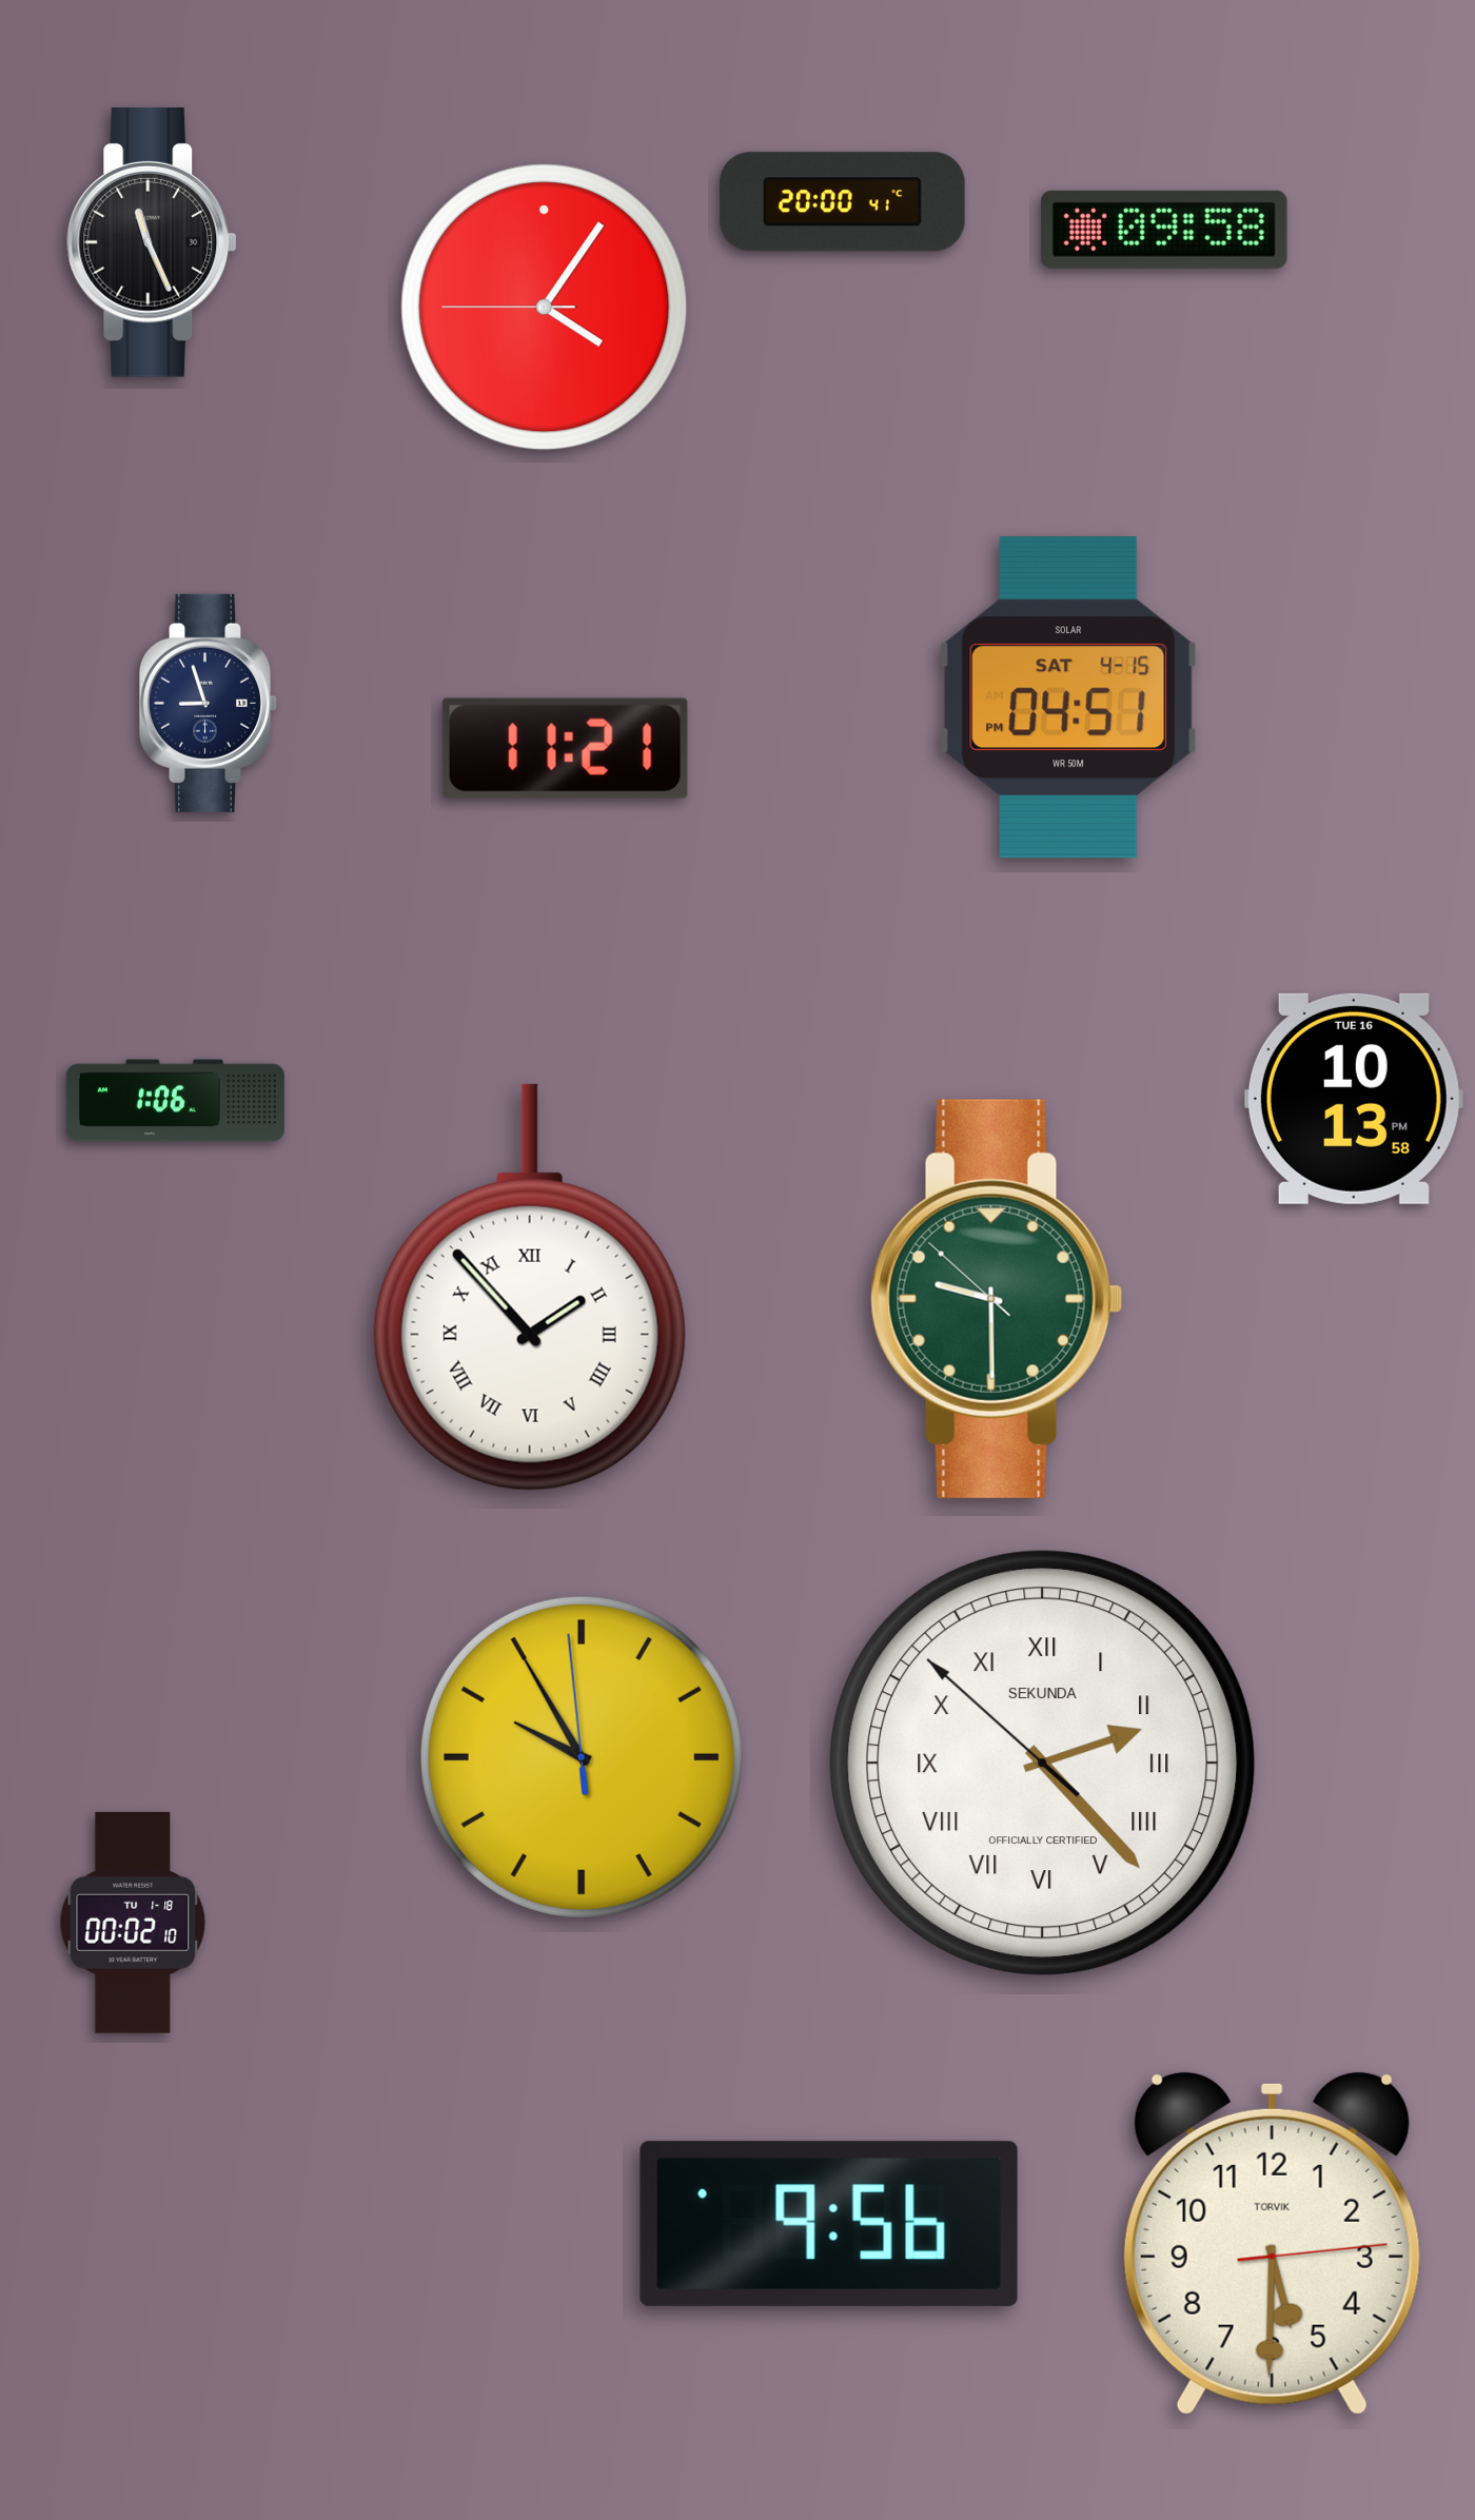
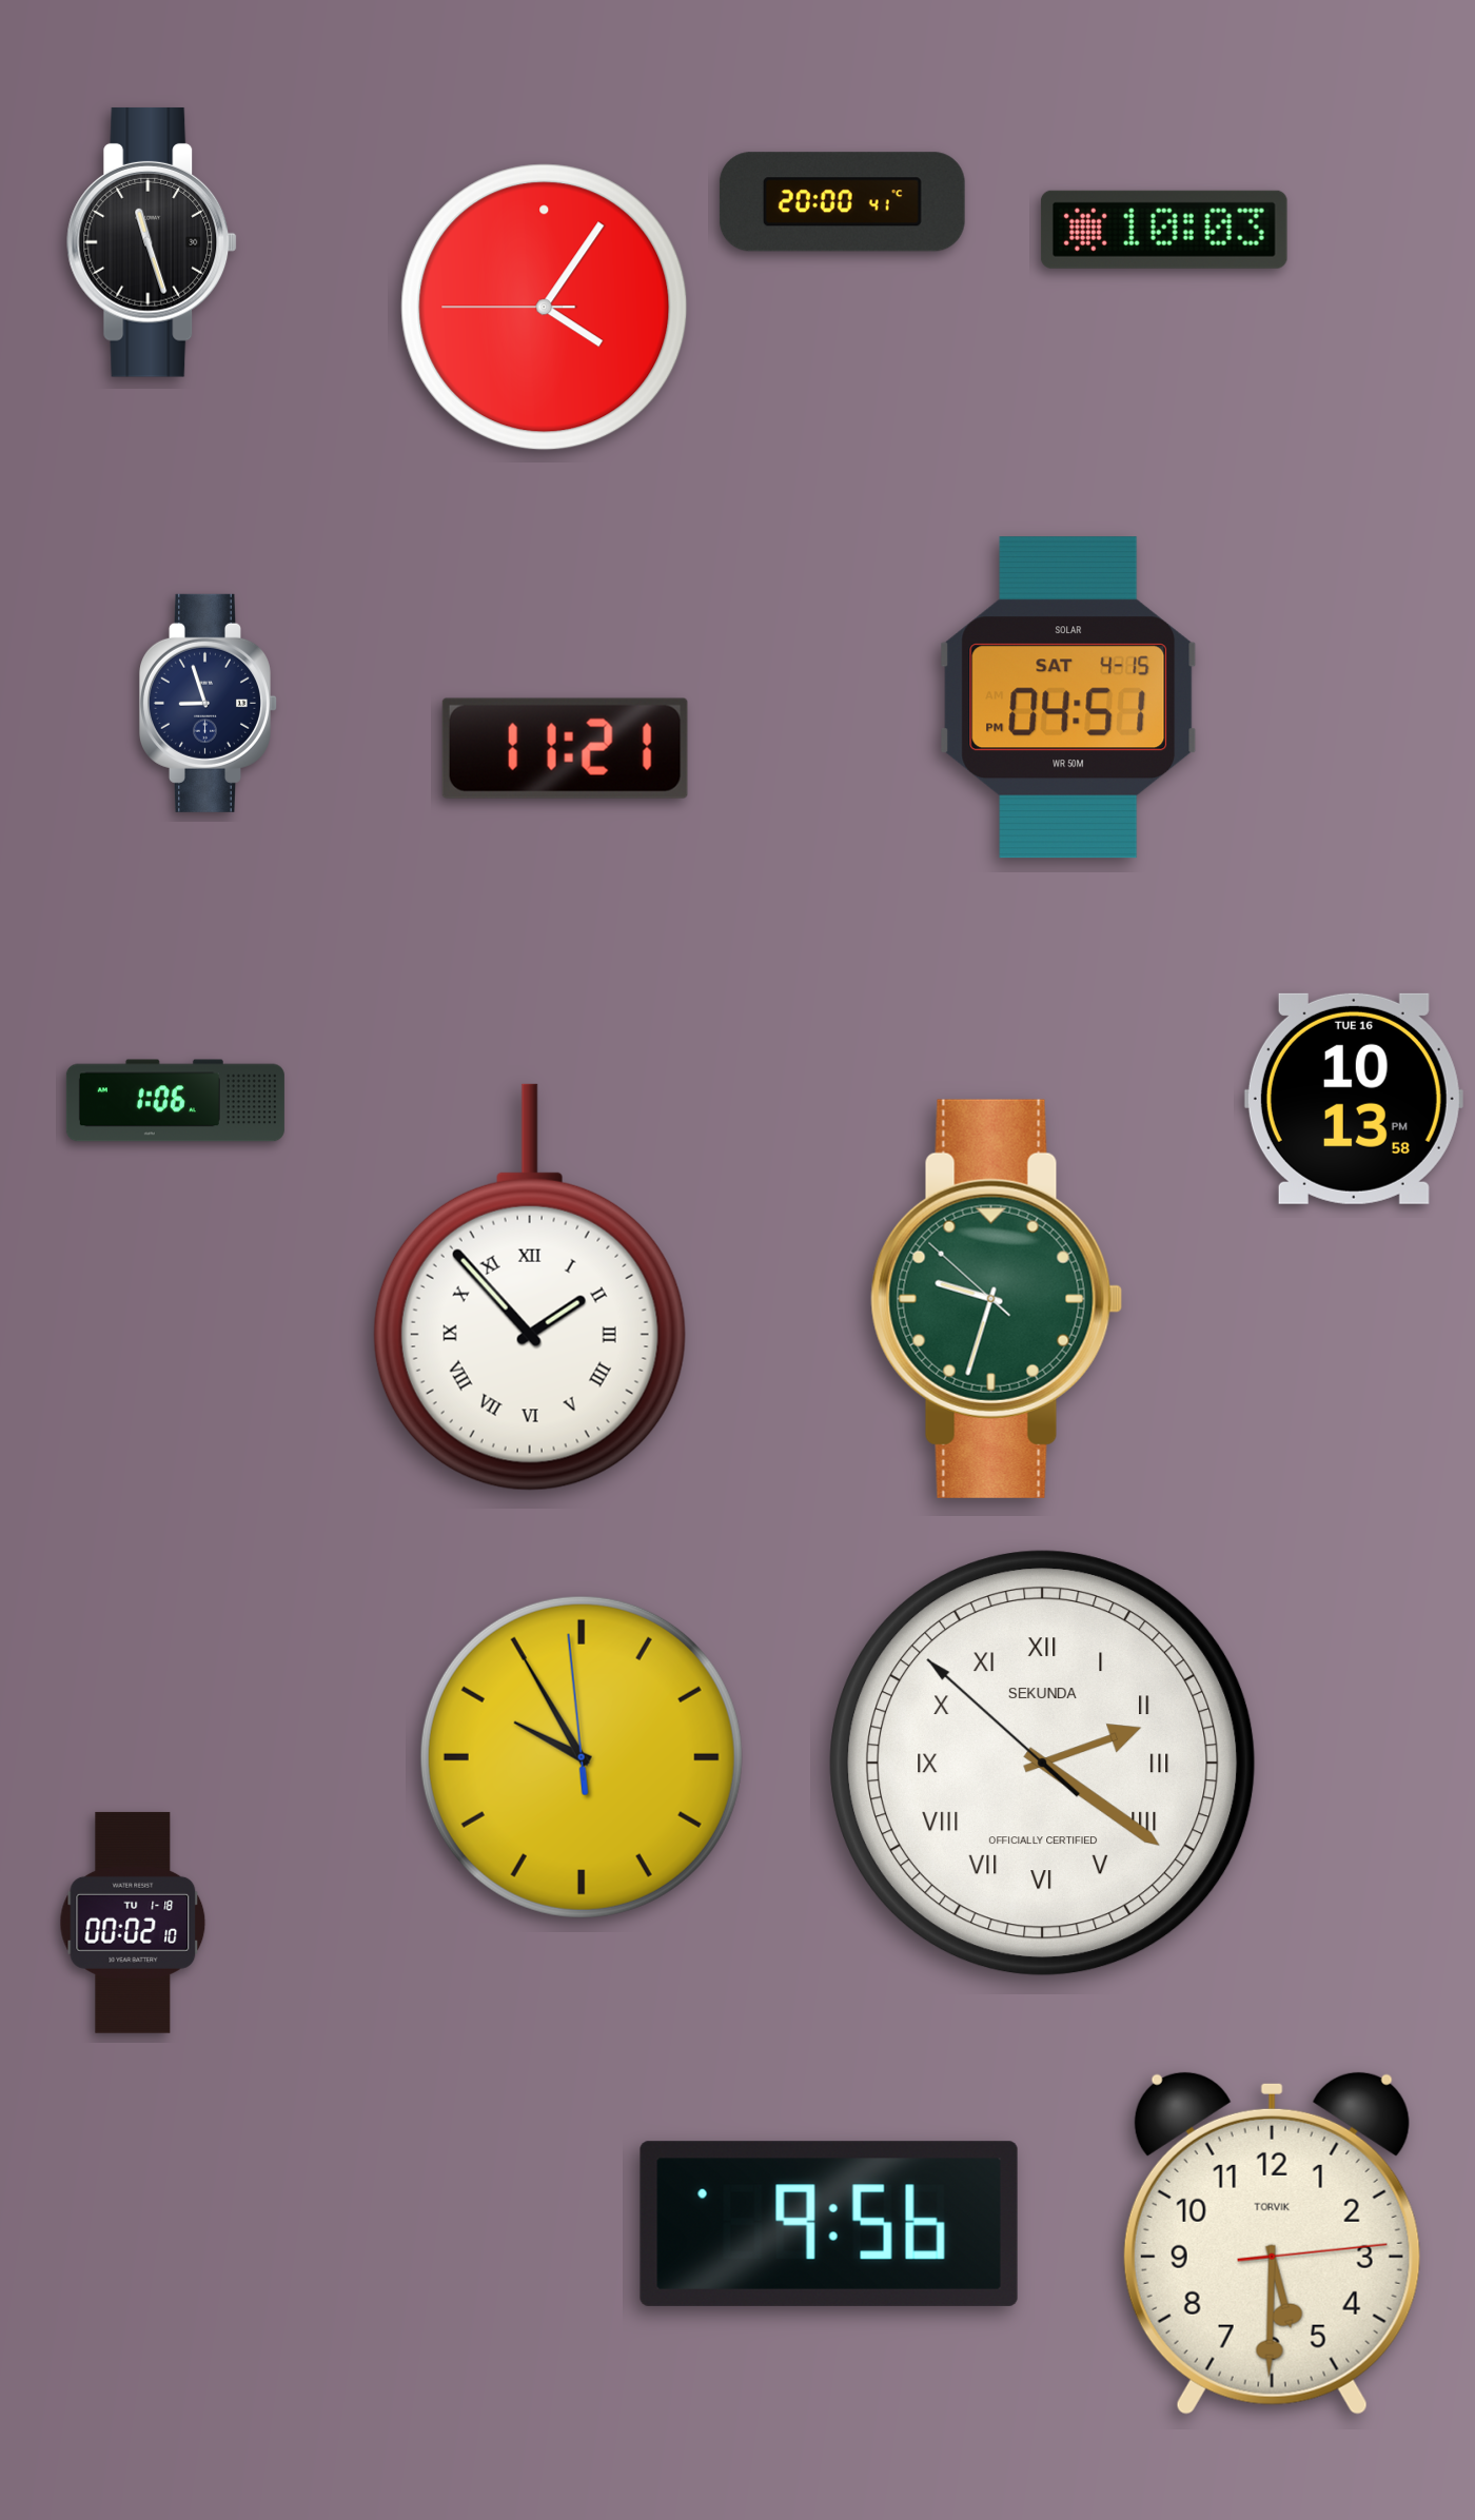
clock at (1164, 230): 09:58 -> 10:03
clock at (152, 242): 11:26 -> 11:27
clock at (997, 1299): 9:29 -> 9:32
clock at (1043, 1764): 2:22 -> 2:20
